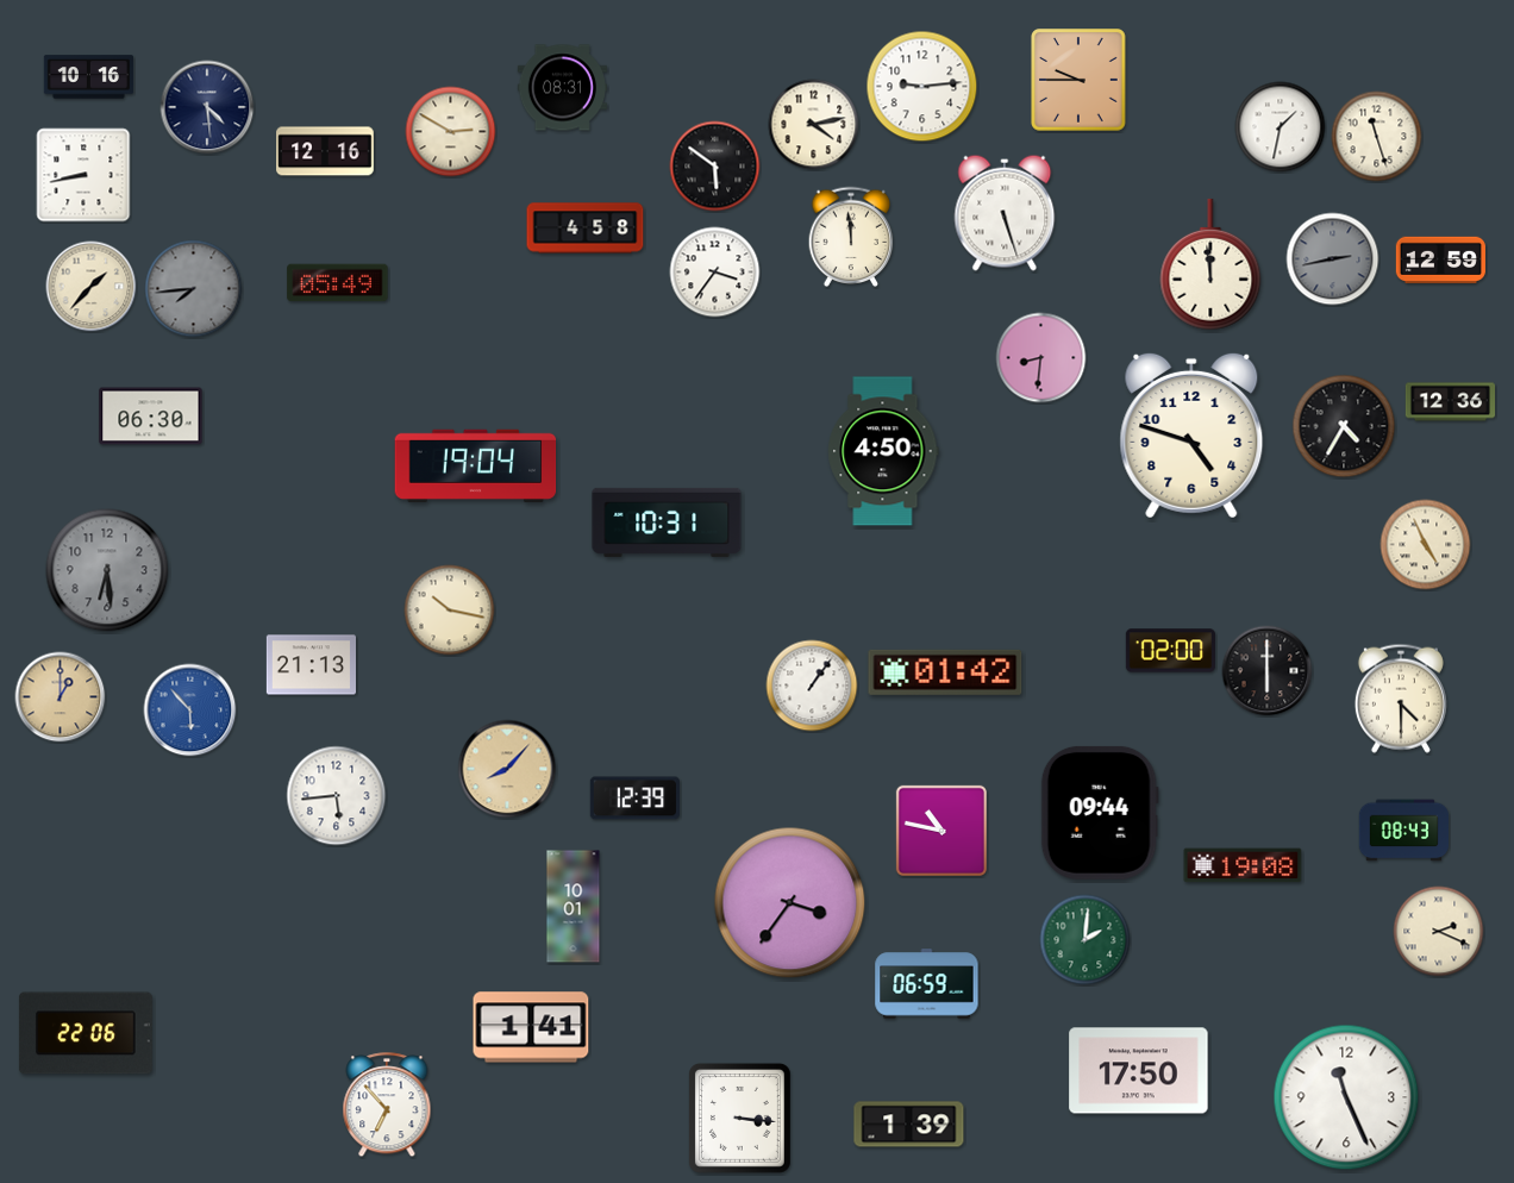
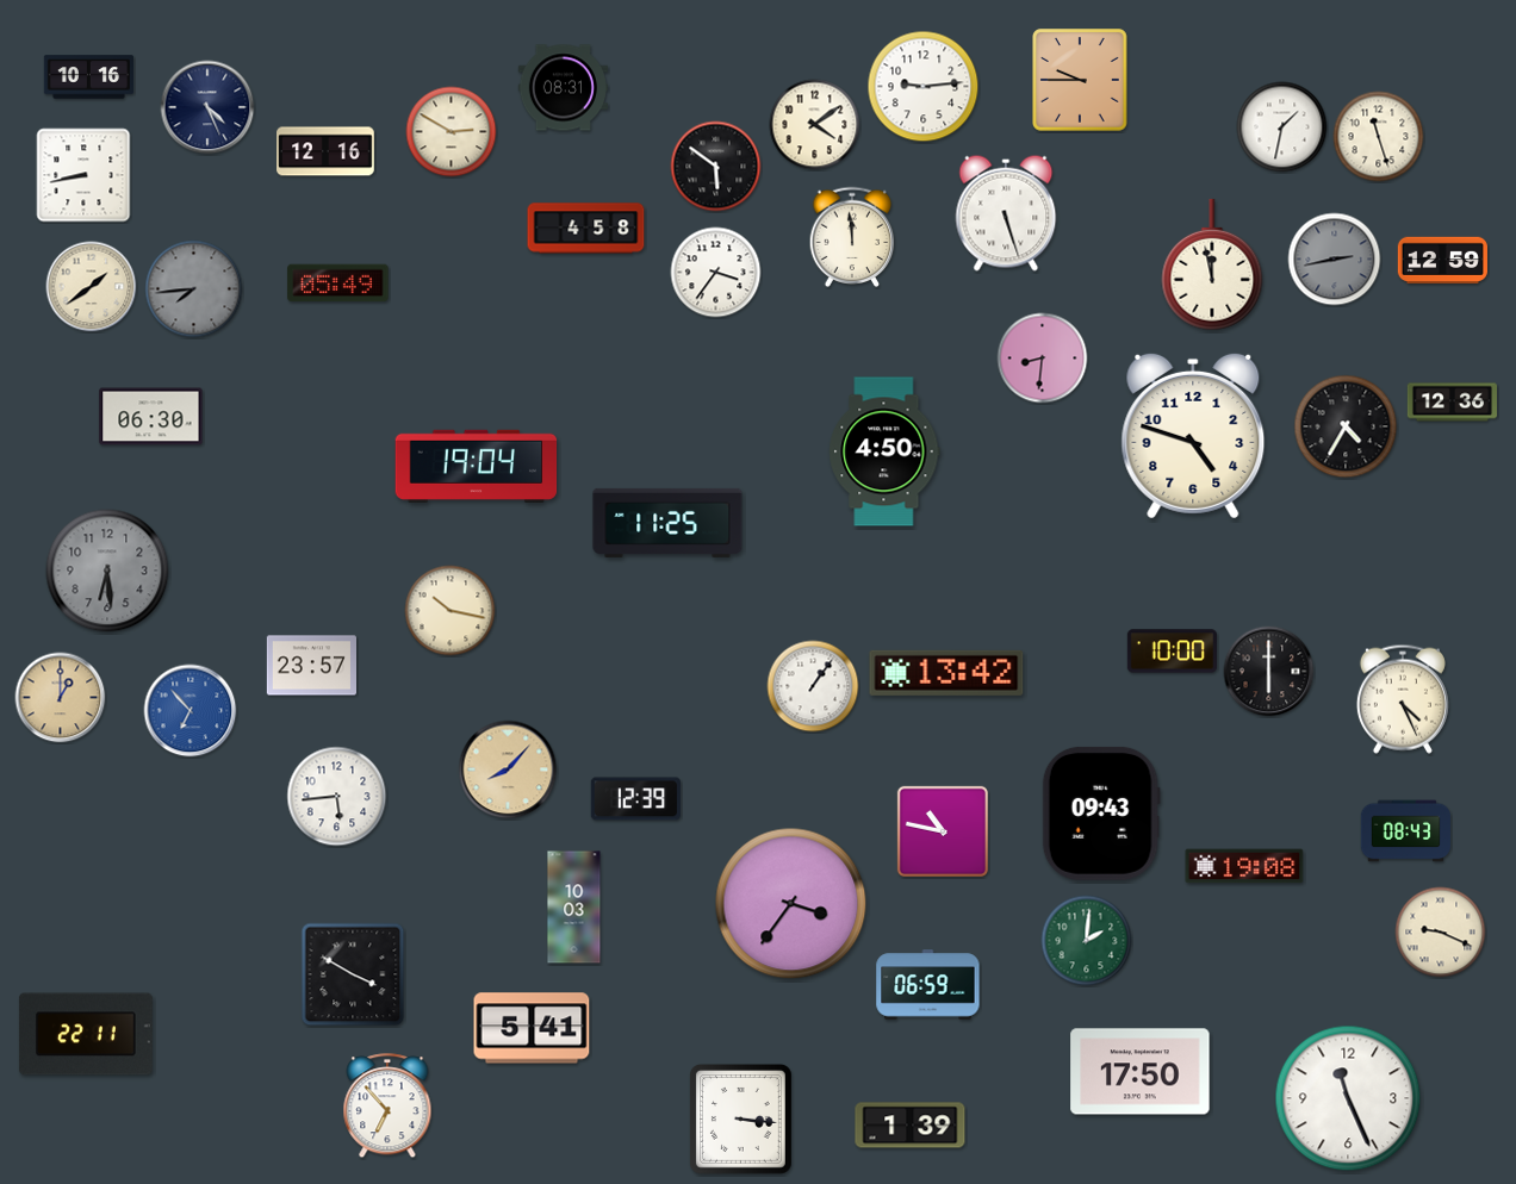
clock at (207, 107): 4:29 -> 4:26
clock at (814, 125): 4:13 -> 4:09
clock at (1210, 264): 11:59 -> 11:58
clock at (92, 287): 1:37 -> 1:39
clock at (667, 522): 10:31 -> 11:25
clock at (1426, 545): 4:56 -> none
clock at (1170, 651): 02:00 -> 10:00
clock at (311, 665): 21:13 -> 23:57
clock at (945, 672): 01:42 -> 13:42
clock at (1401, 699): 4:30 -> 4:26
clock at (190, 711): 5:53 -> 6:53
clock at (1100, 813): 09:44 -> 09:43
clock at (574, 907): 10:01 -> 10:03
clock at (1439, 932): 2:19 -> 9:19
clock at (353, 974): none -> 3:50
clock at (531, 1027): 1:41 -> 5:41
clock at (86, 1033): 22:06 -> 22:11
